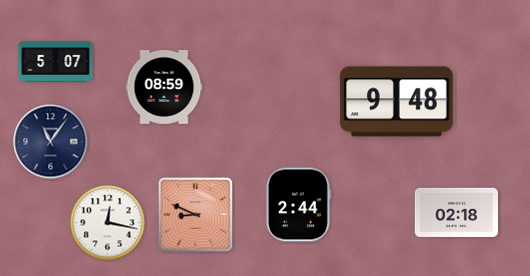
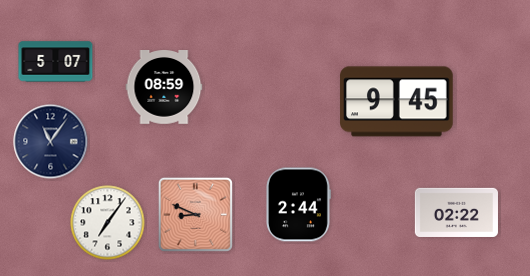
clock at (397, 102): 9:48 -> 9:45
clock at (456, 212): 02:18 -> 02:22
clock at (108, 223): 12:17 -> 7:06
